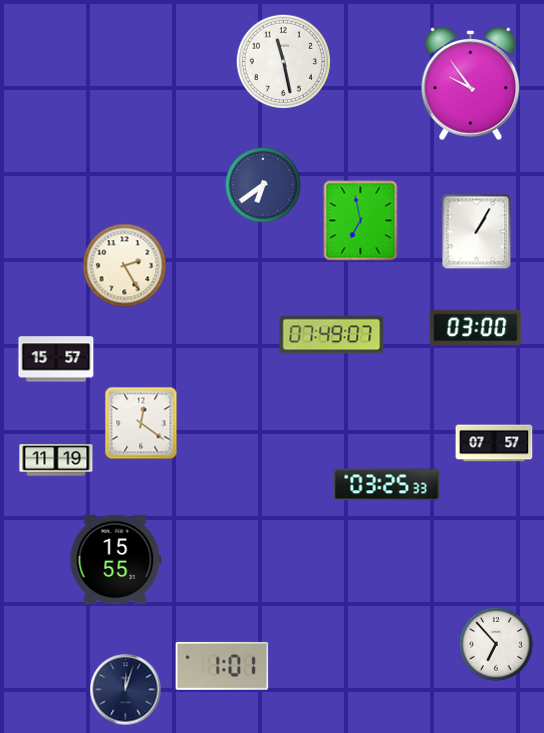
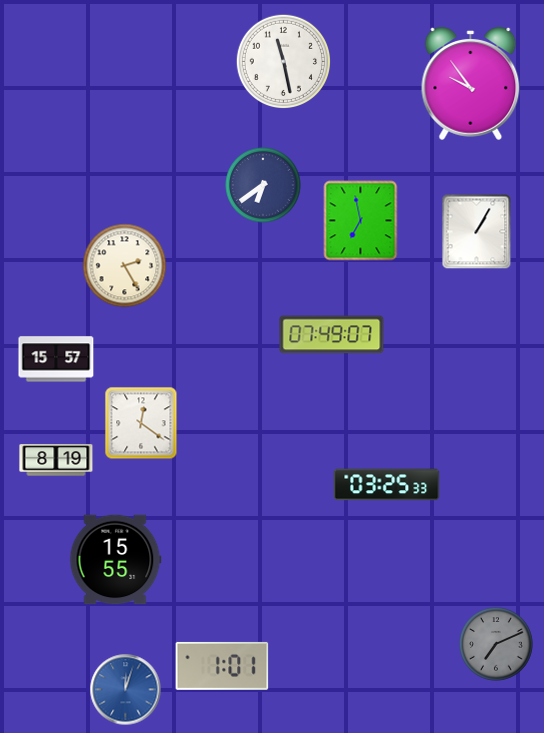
clock at (476, 327): 03:00 -> none
clock at (494, 443): 07:57 -> none
clock at (56, 460): 11:19 -> 8:19
clock at (496, 644): 6:53 -> 7:11
clock at (496, 644) dial: white -> grey
clock at (126, 690) dial: navy -> blue
